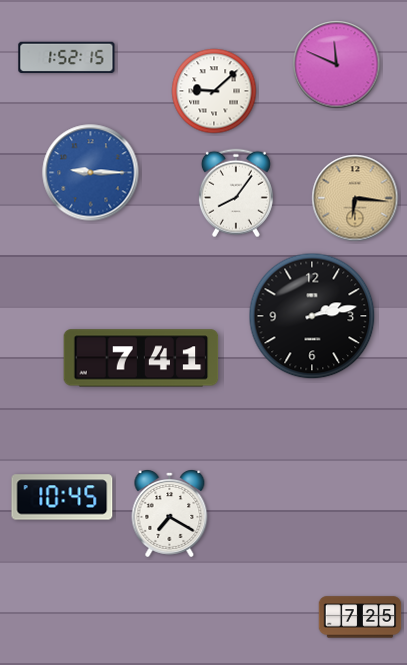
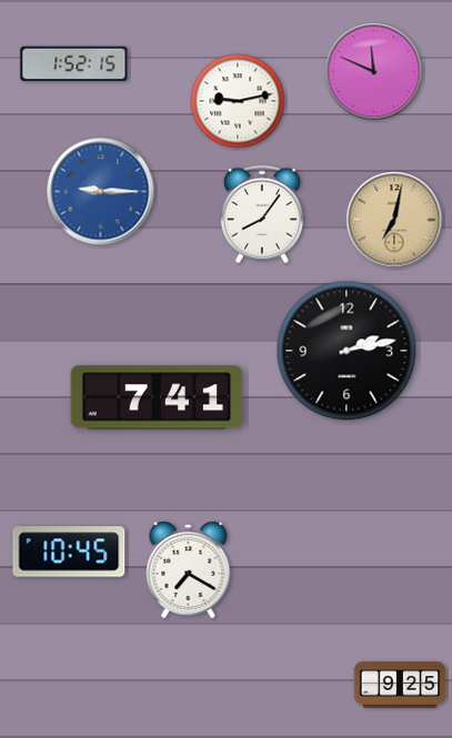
clock at (214, 91): 9:08 -> 9:13
clock at (355, 198): 6:16 -> 7:02
clock at (360, 617): 7:25 -> 9:25
